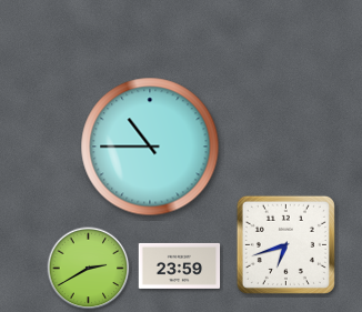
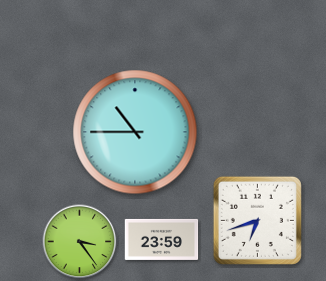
clock at (89, 269): 2:40 -> 3:24
